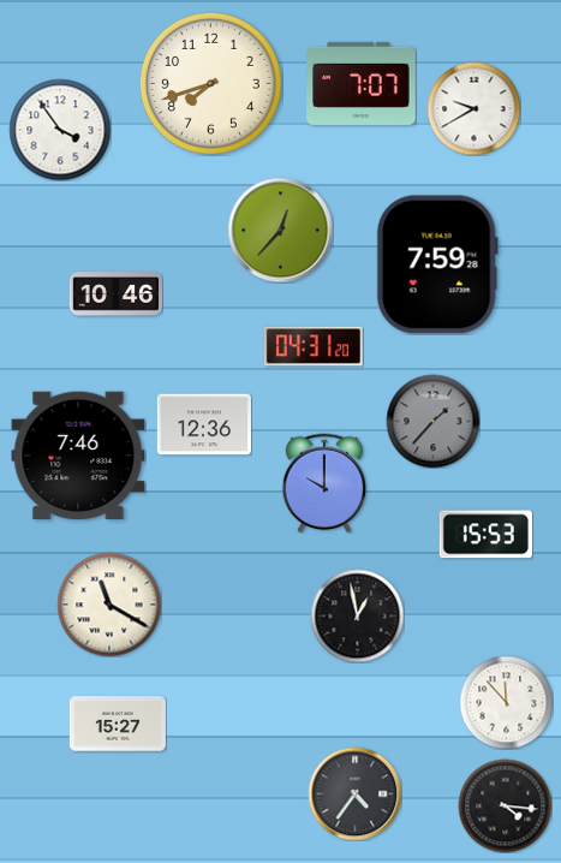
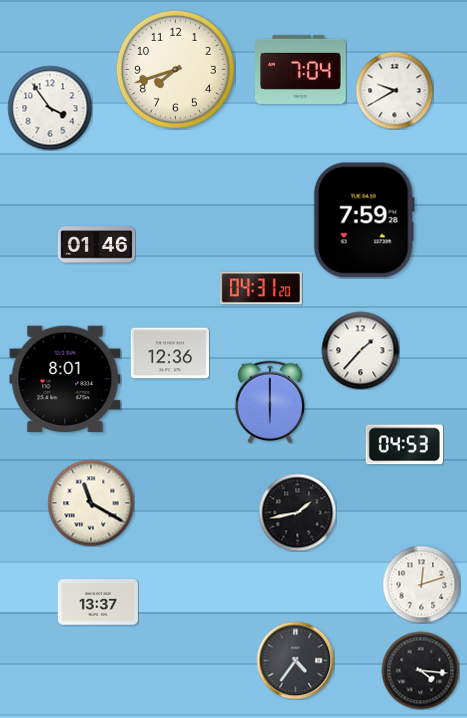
clock at (362, 83): 7:07 -> 7:04
clock at (280, 230): 12:37 -> none
clock at (115, 294): 10:46 -> 01:46
clock at (432, 421) dial: grey -> white
clock at (78, 454): 7:46 -> 8:01
clock at (324, 483): 10:00 -> 6:00
clock at (485, 535): 15:53 -> 04:53
clock at (357, 615): 12:58 -> 1:43
clock at (506, 702): 11:53 -> 12:12
clock at (118, 724): 15:27 -> 13:37
